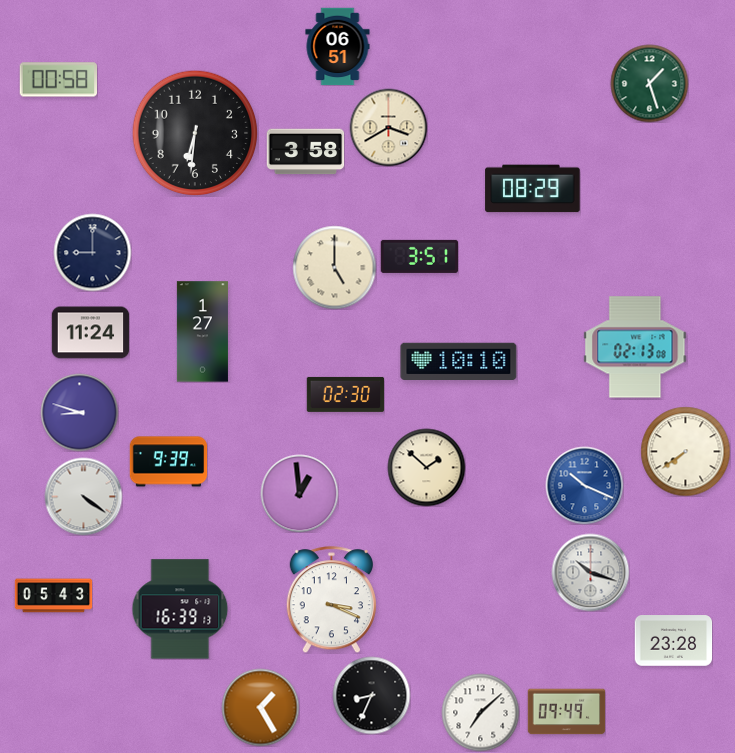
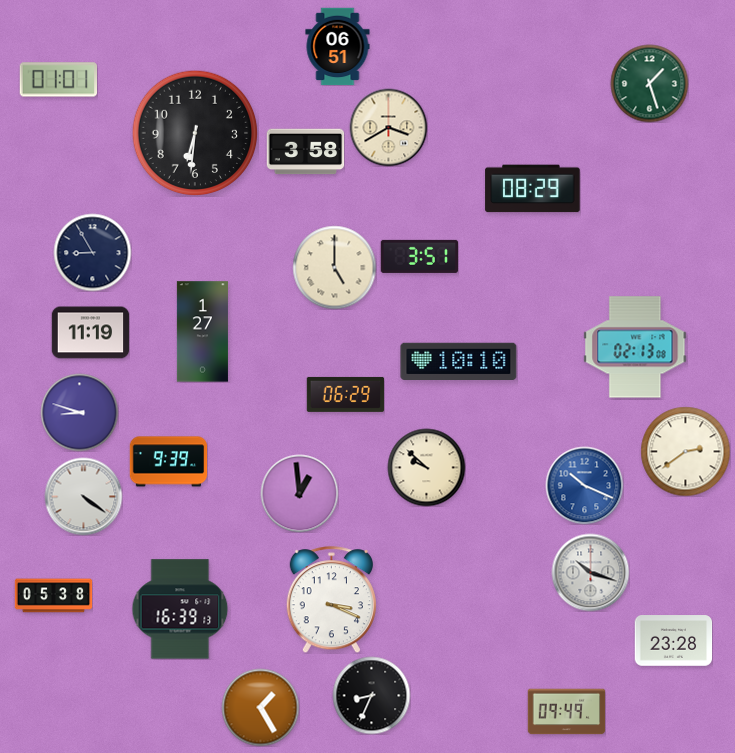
clock at (58, 80): 00:58 -> 01:01
clock at (92, 252): 9:00 -> 8:55
clock at (90, 333): 11:24 -> 11:19
clock at (345, 394): 02:30 -> 06:29
clock at (685, 451): 7:39 -> 2:39
clock at (426, 467): 1:52 -> 9:52
clock at (53, 596): 05:43 -> 05:38
clock at (480, 712): 7:08 -> none
